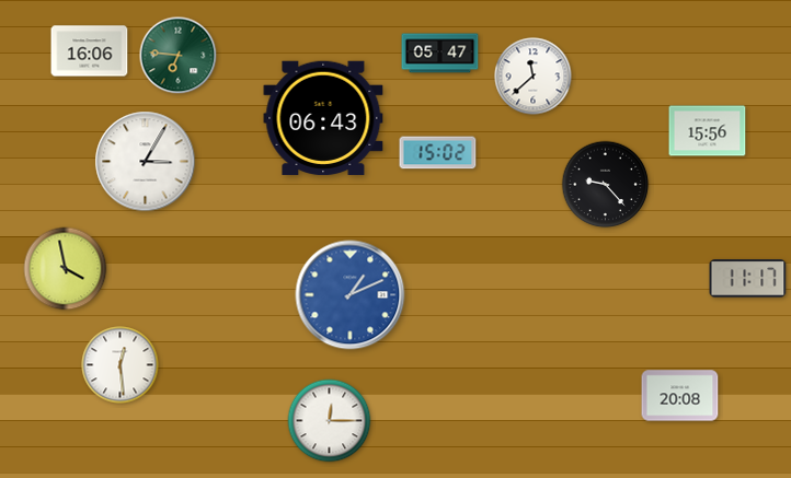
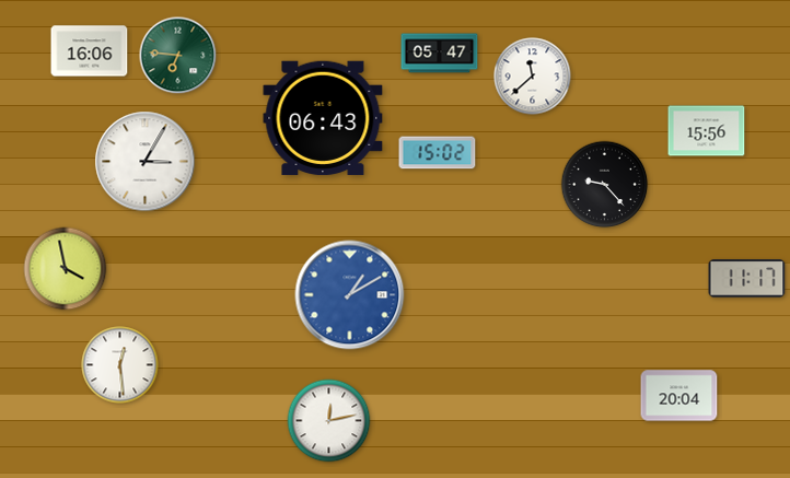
clock at (351, 295): 1:11 -> 1:10
clock at (680, 396): 20:08 -> 20:04
clock at (330, 421): 12:15 -> 12:13
